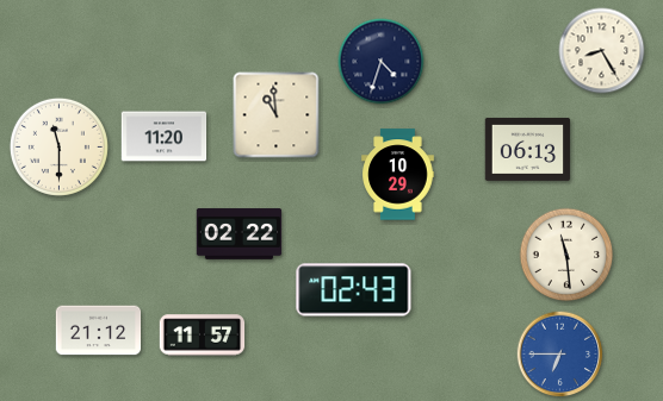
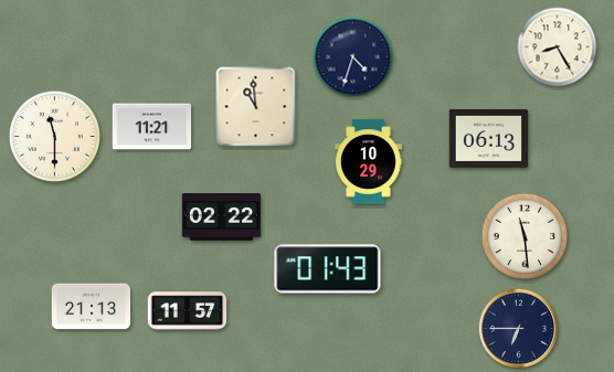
clock at (165, 137): 11:20 -> 11:21
clock at (354, 290): 02:43 -> 01:43
clock at (99, 331): 21:12 -> 21:13
clock at (560, 355) dial: blue -> navy
